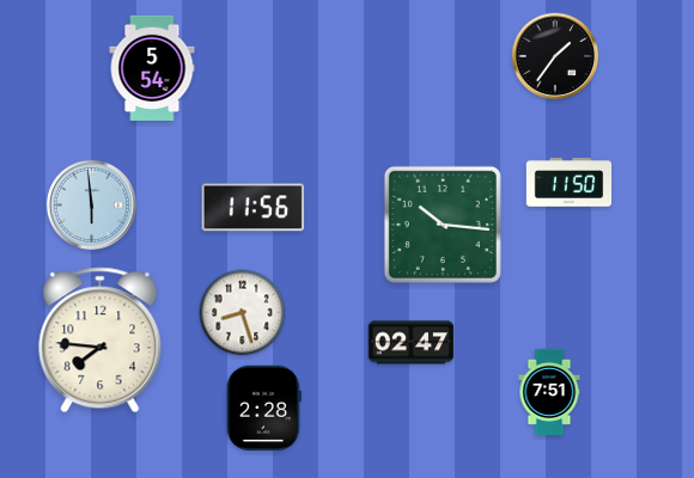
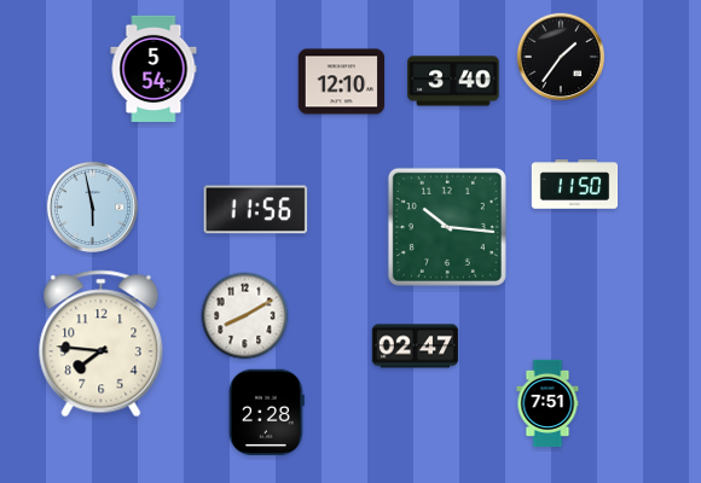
clock at (453, 81): none -> 3:40
clock at (342, 82): none -> 12:10
clock at (91, 204): 5:59 -> 5:58
clock at (243, 313): 8:27 -> 8:10
clock at (549, 391) position: (549, 391) -> (548, 402)
